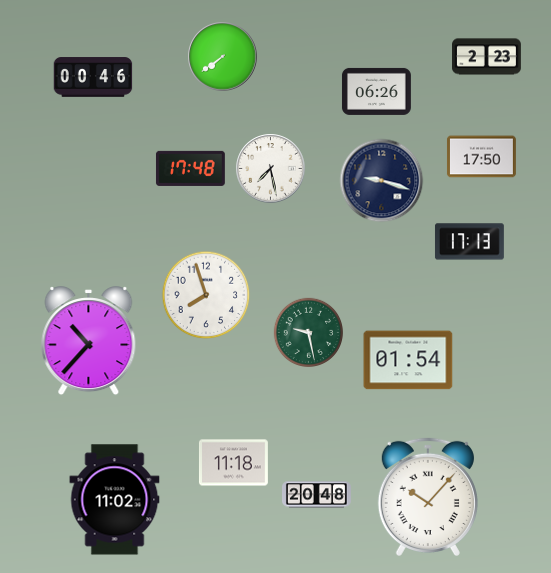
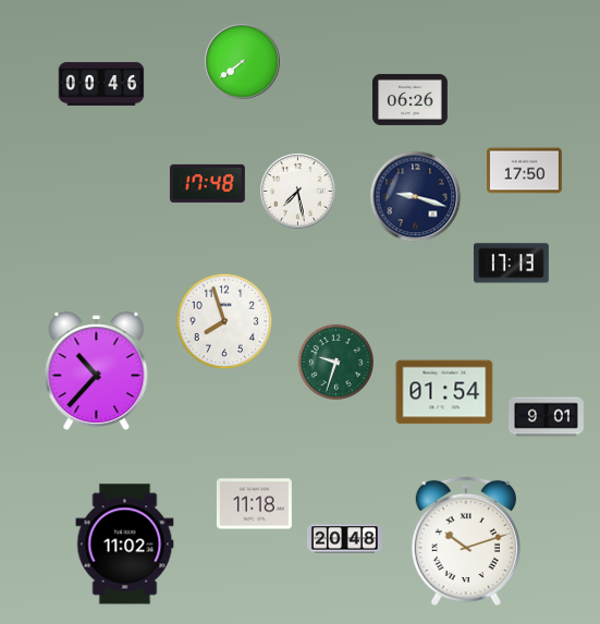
clock at (487, 57): 2:23 -> none
clock at (271, 169) position: (271, 169) -> (298, 192)
clock at (308, 332): 9:28 -> 9:33
clock at (547, 417): none -> 9:01
clock at (428, 497): 10:07 -> 10:12
